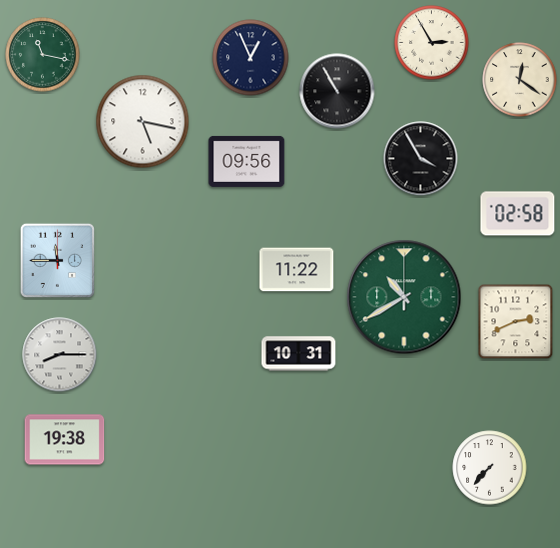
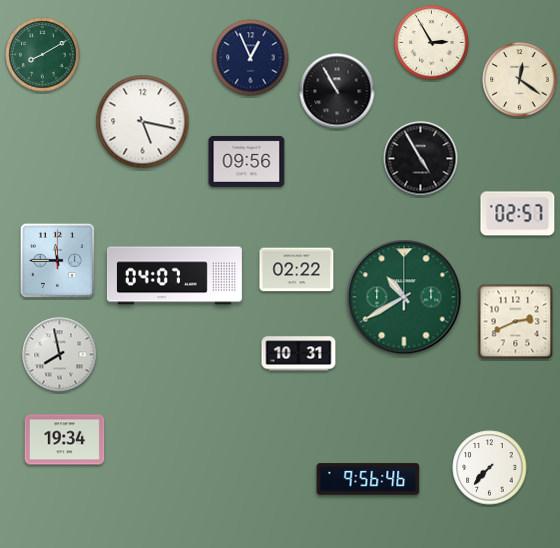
clock at (43, 55): 11:17 -> 8:10
clock at (421, 159): 3:55 -> 4:55
clock at (518, 214): 02:58 -> 02:57
clock at (297, 270): 11:22 -> 02:22
clock at (174, 276): none -> 04:07
clock at (60, 355): 8:15 -> 7:58
clock at (65, 440): 19:38 -> 19:34
clock at (368, 479): none -> 9:56
